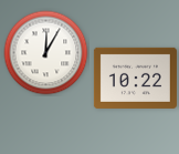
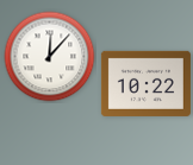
clock at (46, 53): 12:05 -> 12:07
